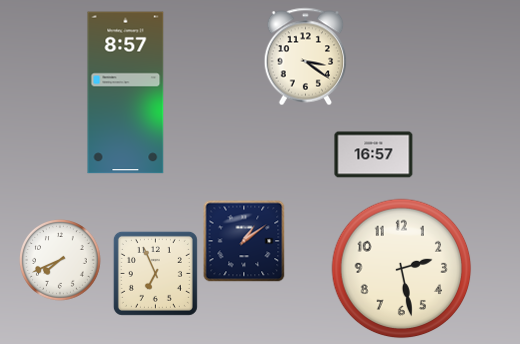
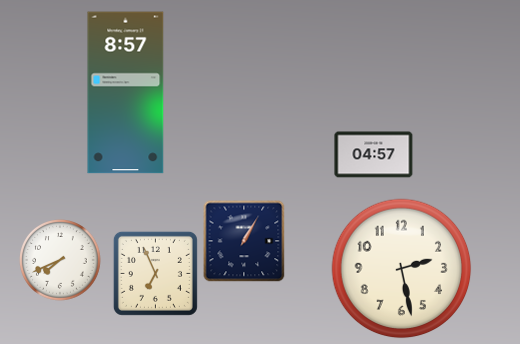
clock at (306, 57): 3:21 -> none
clock at (374, 155): 16:57 -> 04:57
clock at (244, 241): 1:09 -> 1:05
